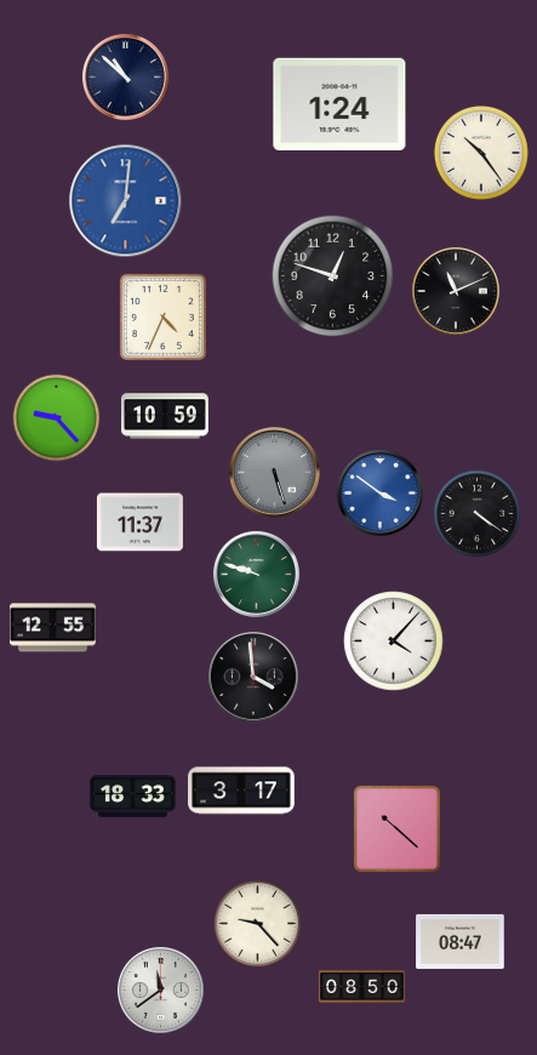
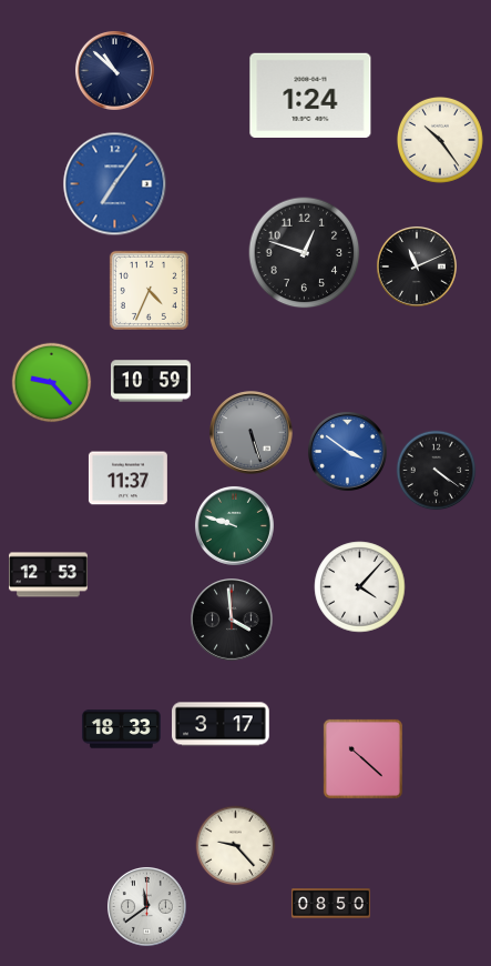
clock at (126, 201): 7:01 -> 7:06
clock at (52, 628): 12:55 -> 12:53
clock at (461, 941): 08:47 -> none
